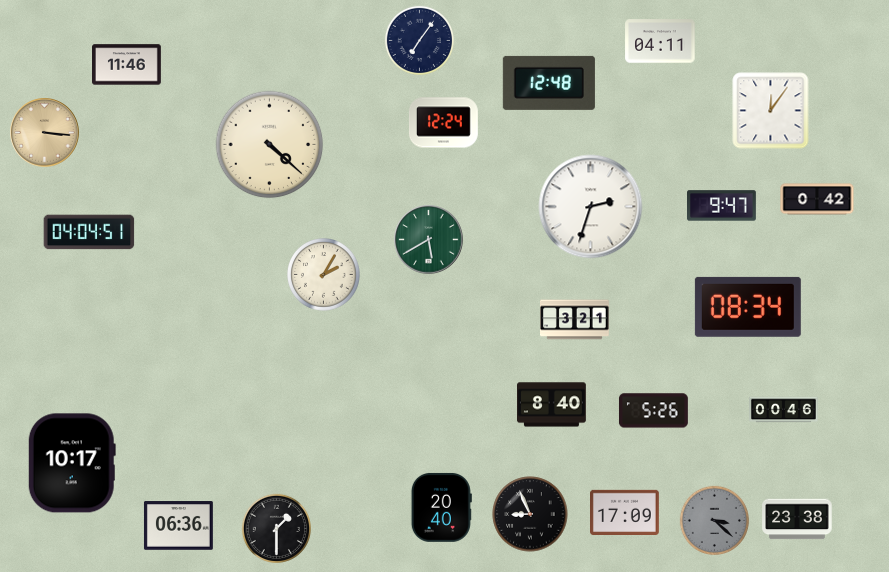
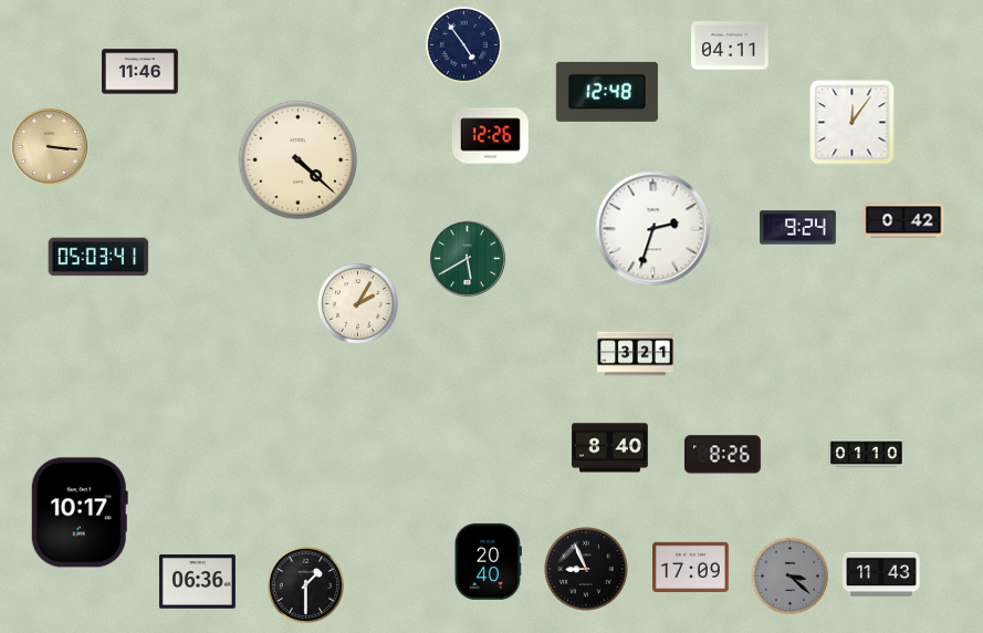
clock at (419, 40): 7:06 -> 4:54
clock at (443, 123): 12:24 -> 12:26
clock at (722, 206): 9:47 -> 9:24
clock at (89, 232): 04:04 -> 05:03
clock at (429, 240) position: (429, 240) -> (468, 259)
clock at (748, 307): 08:34 -> none
clock at (784, 410): 00:46 -> 01:10
clock at (653, 411): 5:26 -> 8:26
clock at (797, 519): 23:38 -> 11:43
